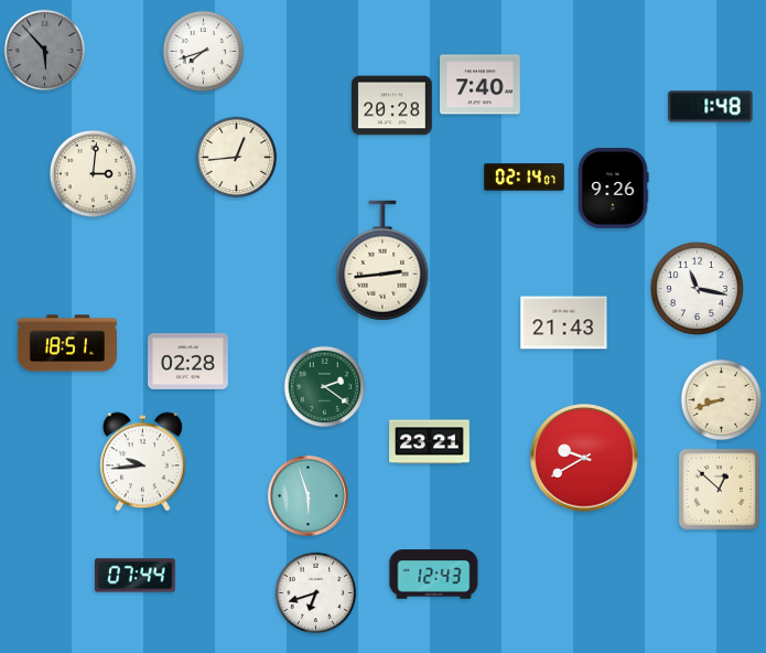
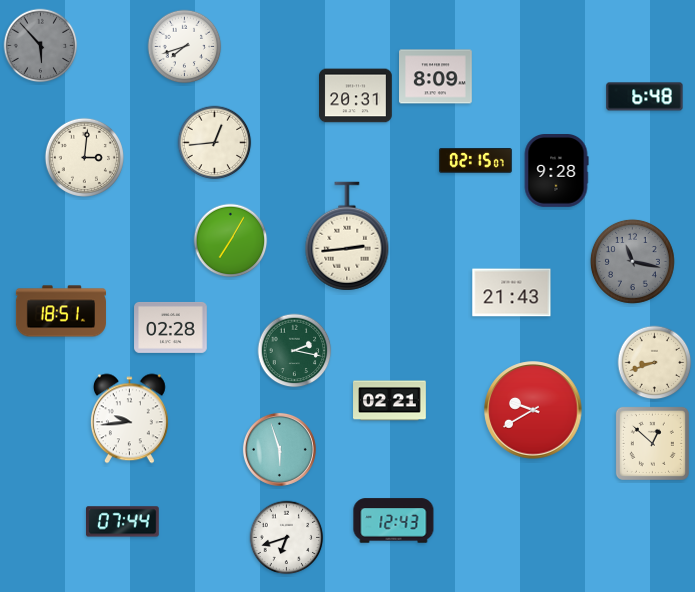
clock at (481, 85): 7:40 -> 8:09
clock at (392, 106): 20:28 -> 20:31
clock at (711, 107): 1:48 -> 6:48
clock at (525, 178): 02:14 -> 02:15
clock at (613, 189): 9:26 -> 9:28
clock at (231, 241): none -> 7:05
clock at (697, 288) dial: white -> grey
clock at (325, 387): 2:21 -> 2:17
clock at (430, 442): 23:21 -> 02:21
clock at (584, 458) position: (584, 458) -> (533, 410)
